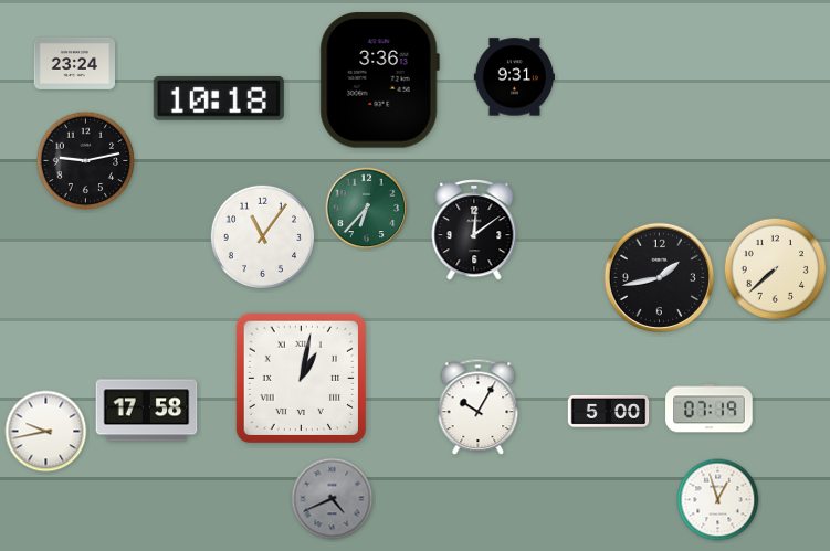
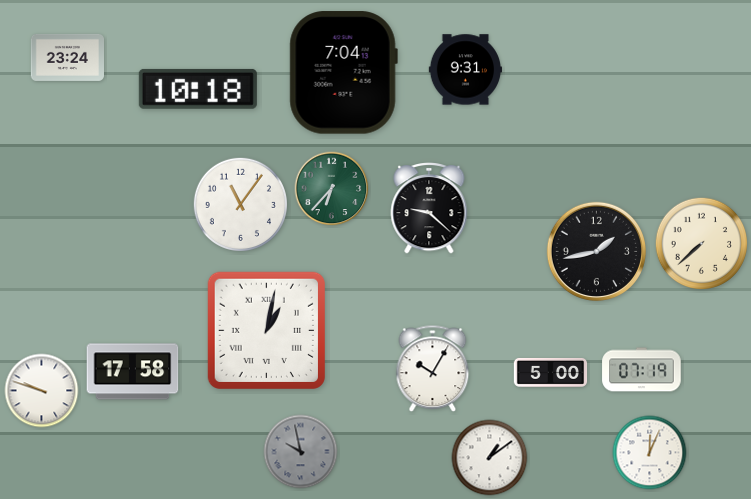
clock at (379, 81): 3:36 -> 7:04
clock at (86, 161): 9:13 -> none
clock at (474, 231): 12:09 -> 9:22
clock at (262, 236) position: (262, 236) -> (240, 204)
clock at (301, 378) position: (301, 378) -> (266, 330)
clock at (46, 432): 9:43 -> 9:48
clock at (333, 499): 4:41 -> 9:58
clock at (718, 500): 12:57 -> 12:04
clock at (490, 458): none -> 1:09
